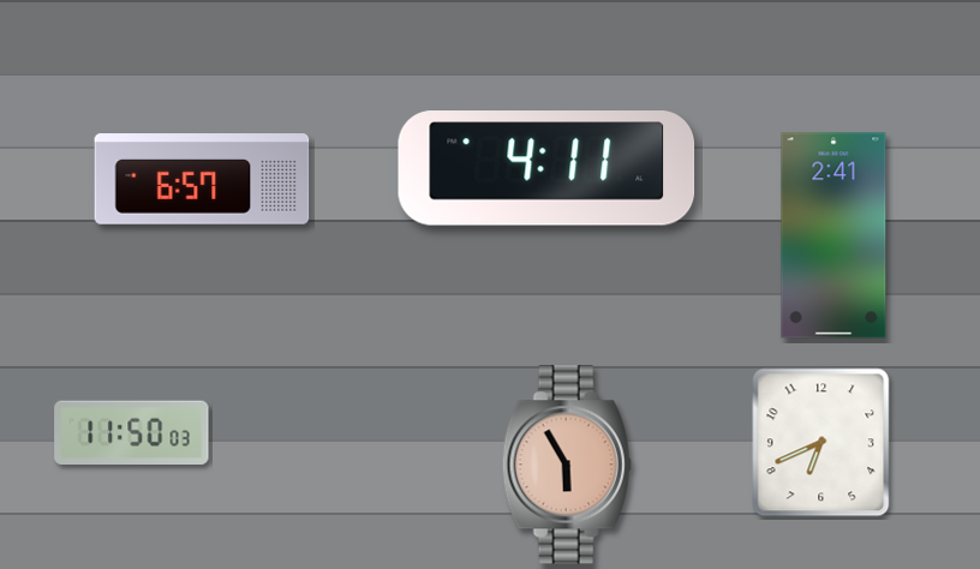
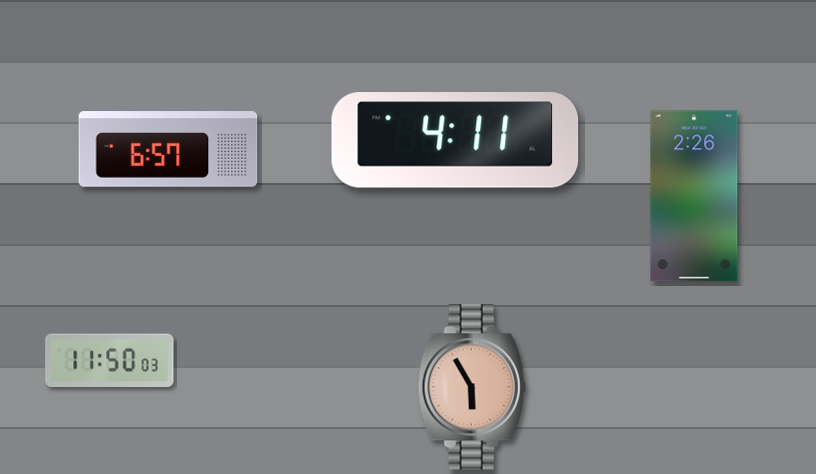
clock at (833, 235): 2:41 -> 2:26
clock at (821, 443): 6:41 -> none
